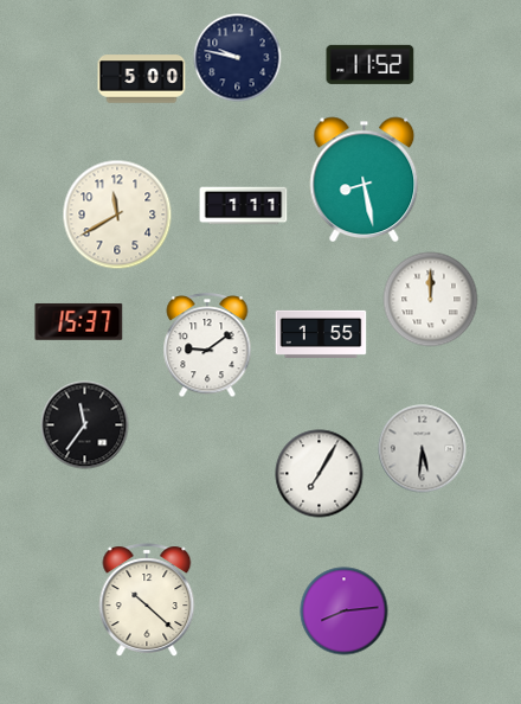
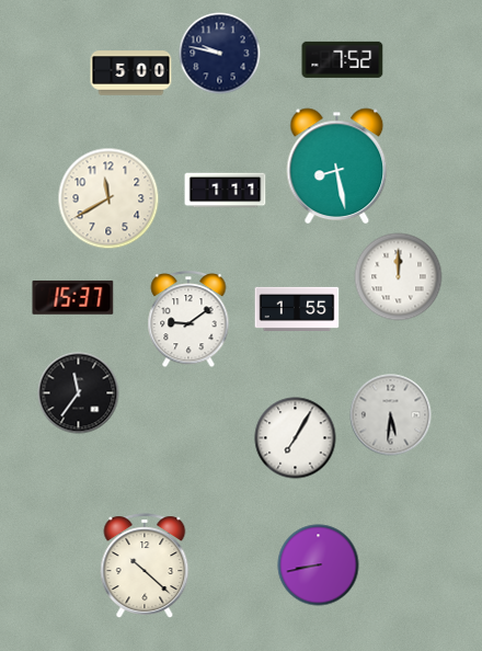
clock at (371, 64): 11:52 -> 7:52
clock at (207, 346) position: (207, 346) -> (188, 320)
clock at (147, 600) position: (147, 600) -> (145, 566)
clock at (345, 612): 8:14 -> 8:43
